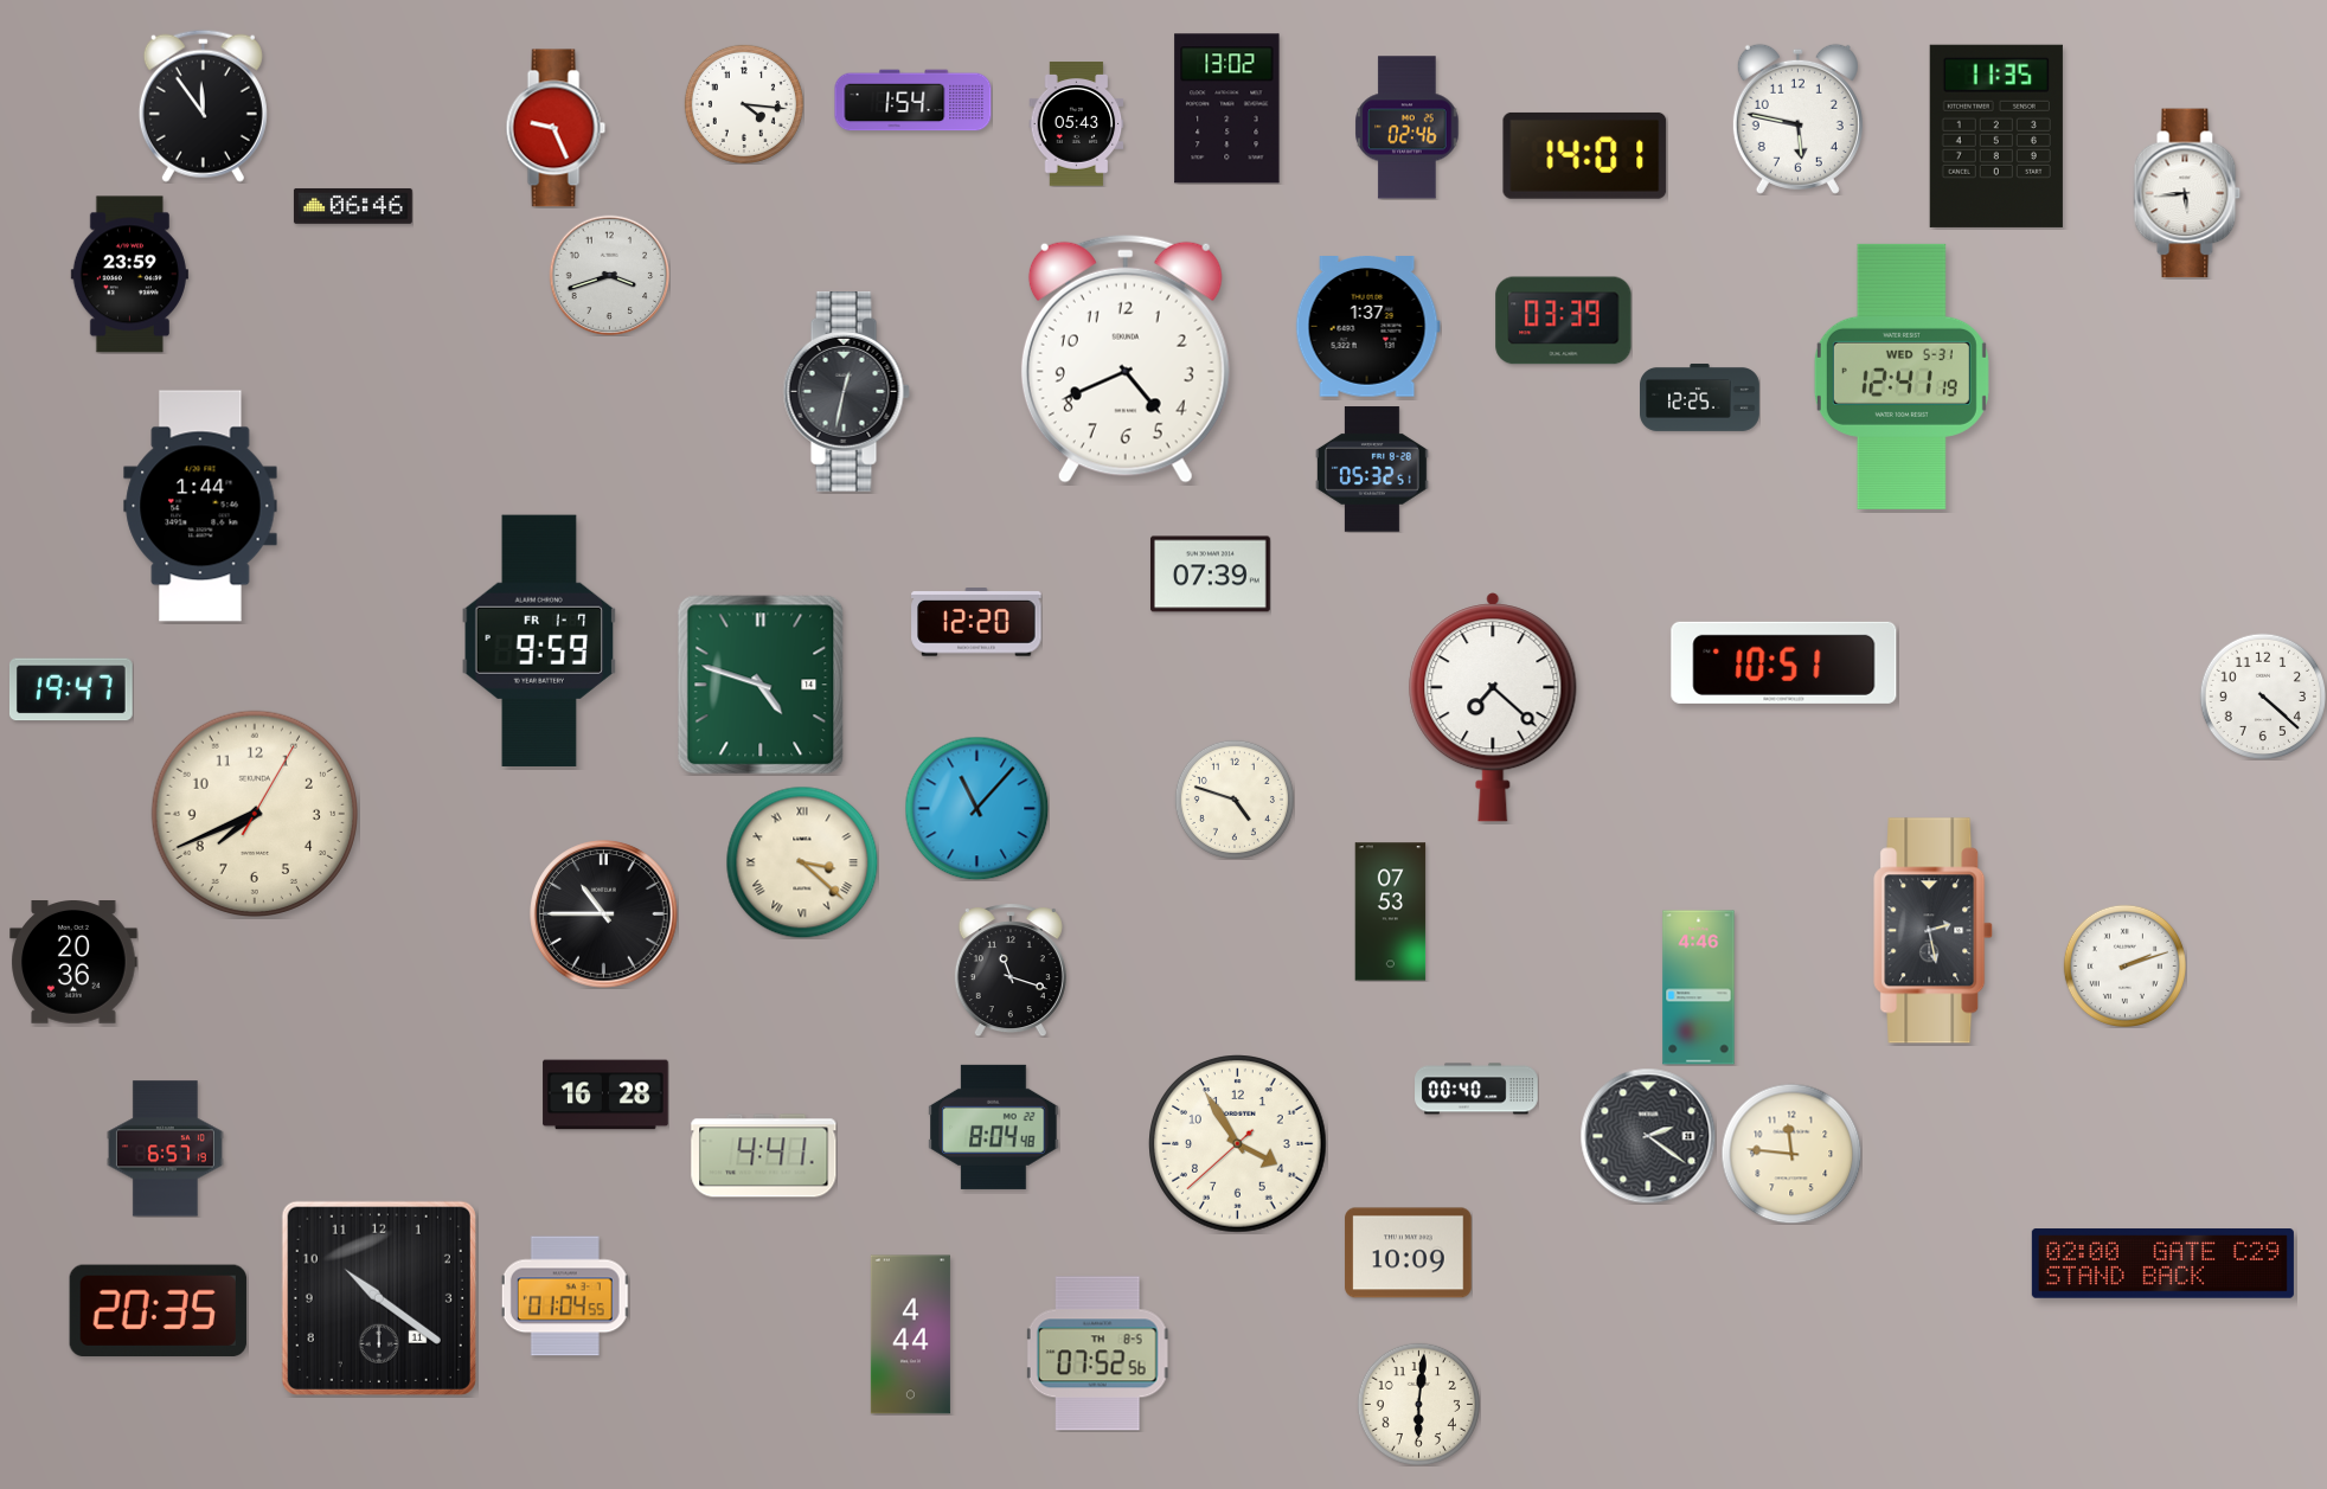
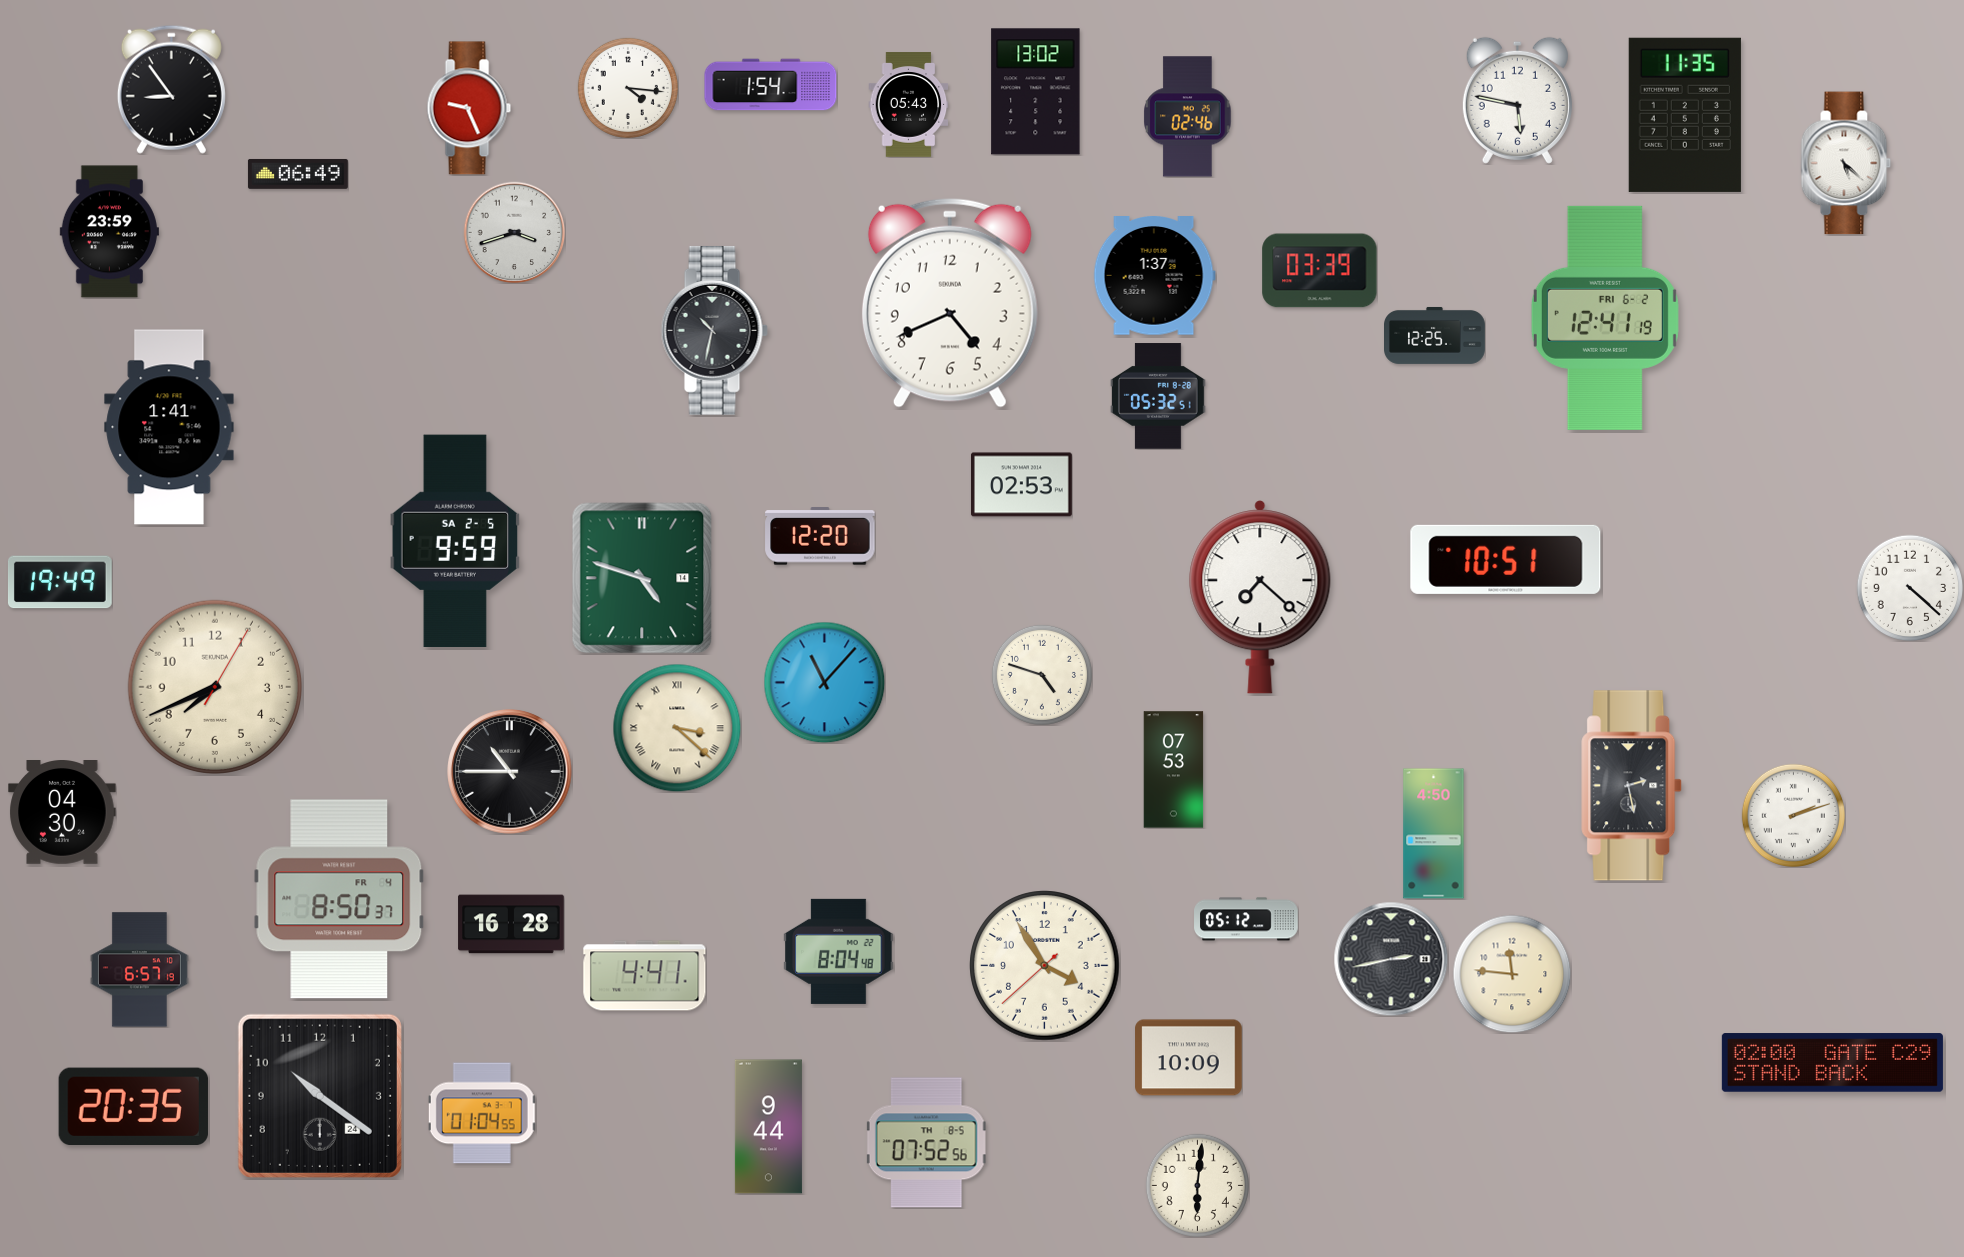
clock at (203, 105): 11:54 -> 8:54
clock at (1408, 128) position: (1408, 128) -> (1188, 117)
clock at (1585, 155): 14:01 -> none
clock at (2187, 193): 5:44 -> 5:22
clock at (353, 206): 06:46 -> 06:49
clock at (1902, 377) date: WED 5-31 -> FRI 6-2
clock at (846, 391): 12:32 -> 10:32
clock at (200, 506): 1:44 -> 1:41
clock at (1210, 575): 07:39 -> 02:53
clock at (976, 622) position: (976, 622) -> (820, 536)
clock at (539, 640) date: FR 1-7 -> SA 2-5
clock at (71, 689): 19:47 -> 19:49
clock at (73, 963): 20:36 -> 04:30
clock at (1011, 970): 11:18 -> none
clock at (1699, 988): 4:46 -> 4:50
clock at (339, 899): none -> 8:50
clock at (1476, 1089): 00:40 -> 05:12
clock at (1648, 1136): 2:21 -> 2:43
clock at (2162, 1264) position: (2162, 1264) -> (1832, 1063)
clock at (565, 1296) position: (565, 1296) -> (482, 1113)
clock at (379, 1298) date: 11 -> 24
clock at (910, 1335): 4:44 -> 9:44
